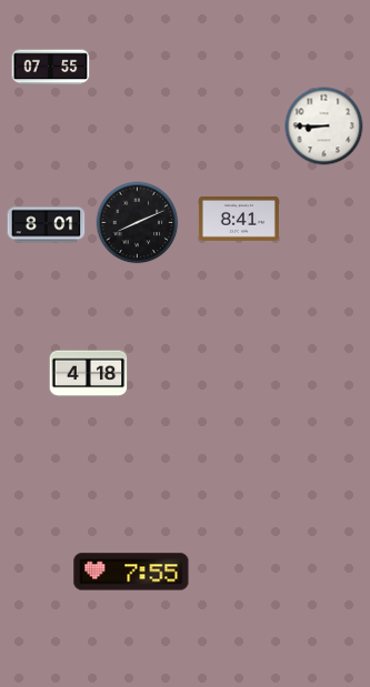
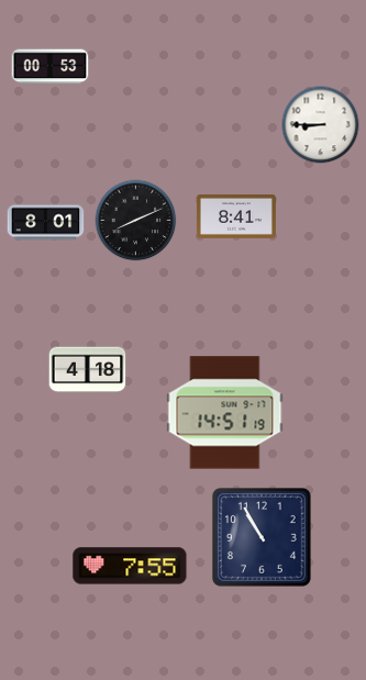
clock at (51, 68): 07:55 -> 00:53
clock at (225, 413): none -> 14:51
clock at (262, 537): none -> 10:55
